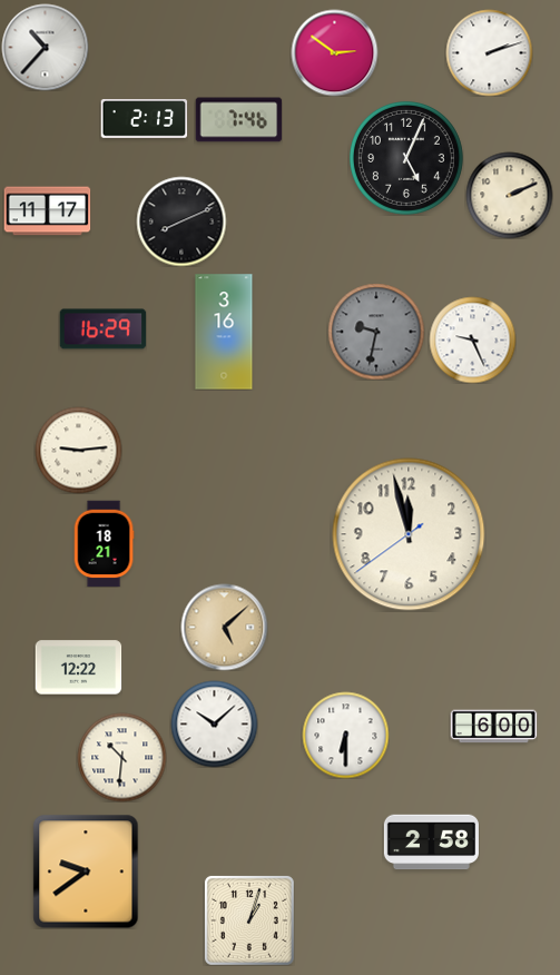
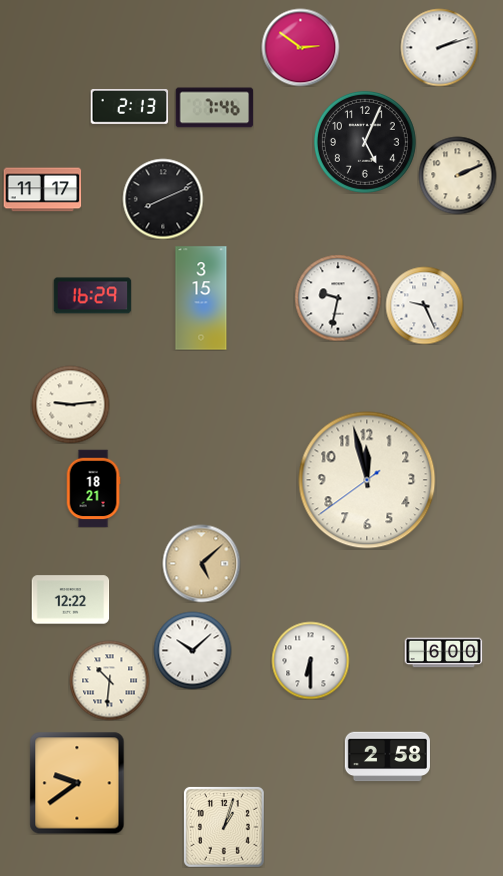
clock at (45, 47): 10:37 -> none
clock at (224, 332): 3:16 -> 3:15
clock at (376, 332) dial: grey -> white
